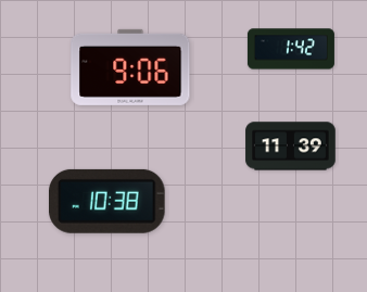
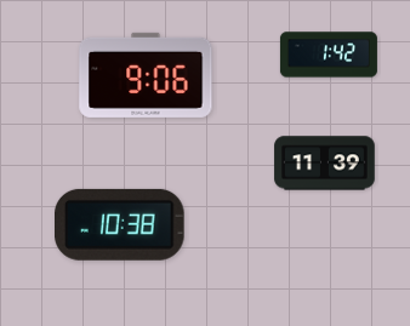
clock at (291, 49) position: (291, 49) -> (329, 55)
